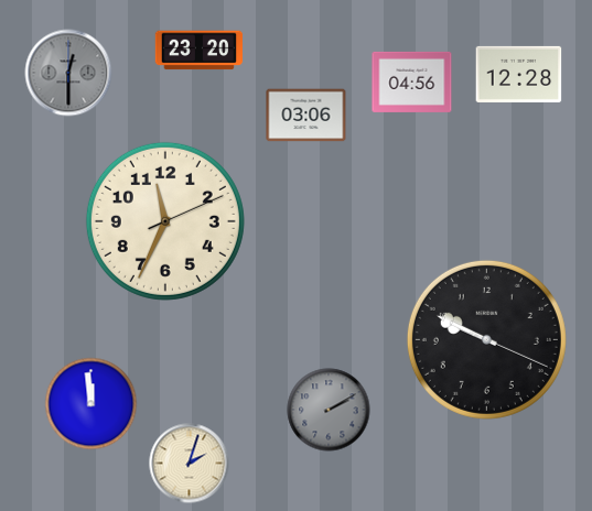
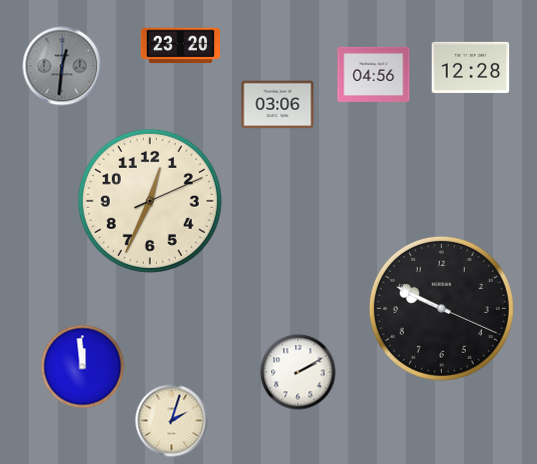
clock at (68, 73): 12:30 -> 12:31
clock at (165, 221): 11:34 -> 12:34
clock at (329, 410) dial: grey -> white
